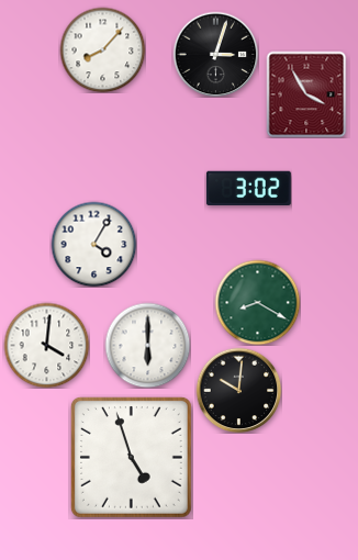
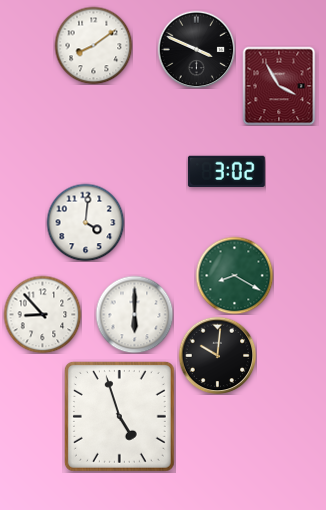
clock at (102, 49): 8:07 -> 8:09
clock at (215, 54): 3:03 -> 3:49
clock at (93, 244): 4:05 -> 4:01
clock at (46, 345): 4:01 -> 8:53
